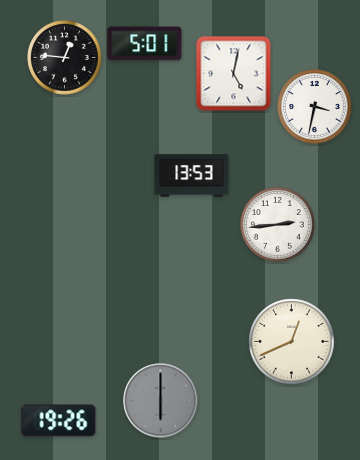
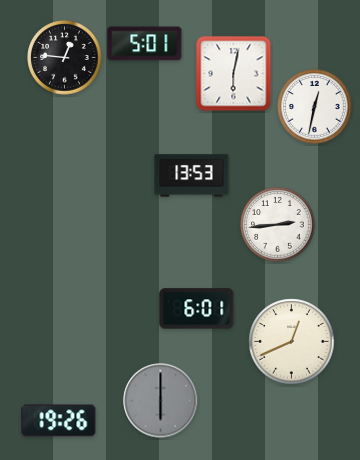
clock at (234, 74): 5:02 -> 6:02
clock at (315, 107): 3:32 -> 12:32
clock at (197, 309): none -> 6:01
